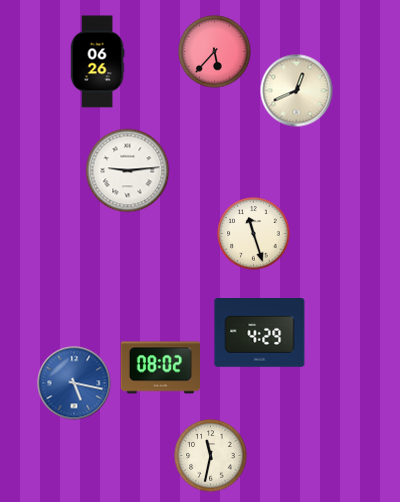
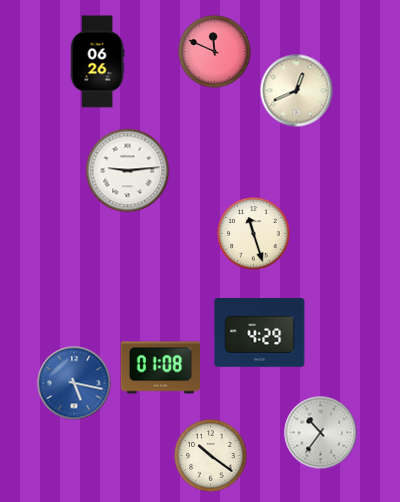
clock at (215, 52): 5:37 -> 11:49
clock at (160, 368): 08:02 -> 01:08
clock at (321, 433): none -> 10:36
clock at (211, 456): 11:32 -> 10:21
